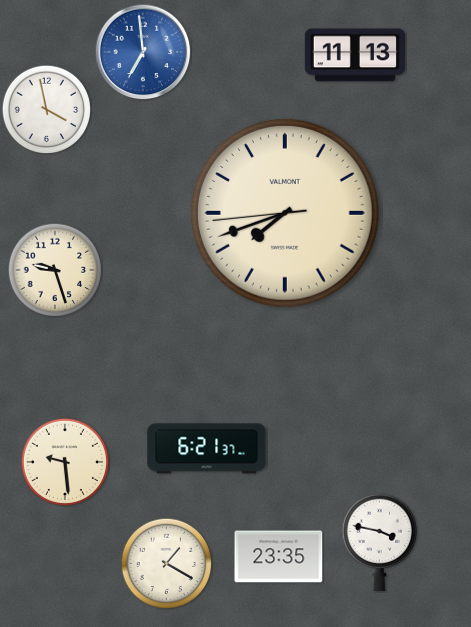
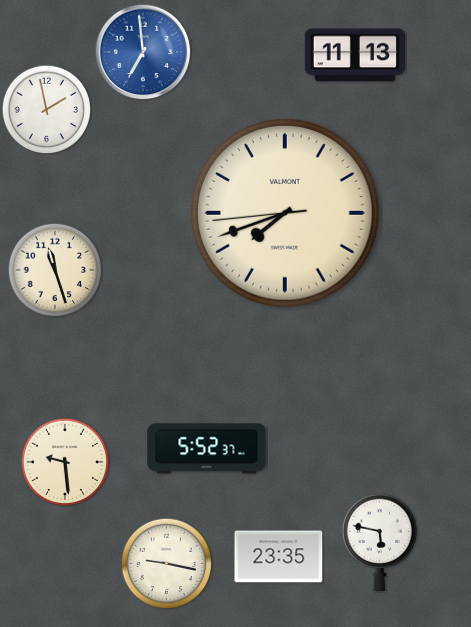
clock at (46, 109): 3:58 -> 1:58
clock at (55, 270): 9:27 -> 11:27
clock at (207, 449): 6:21 -> 5:52
clock at (380, 543): 3:47 -> 5:47
clock at (166, 563): 1:20 -> 9:17
